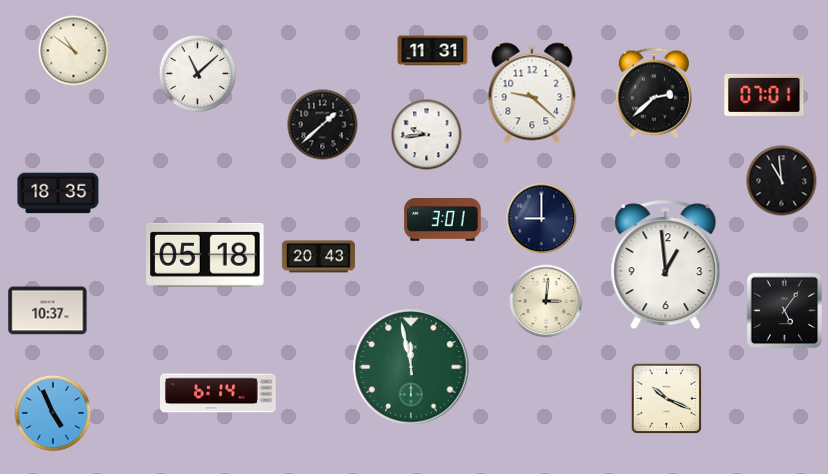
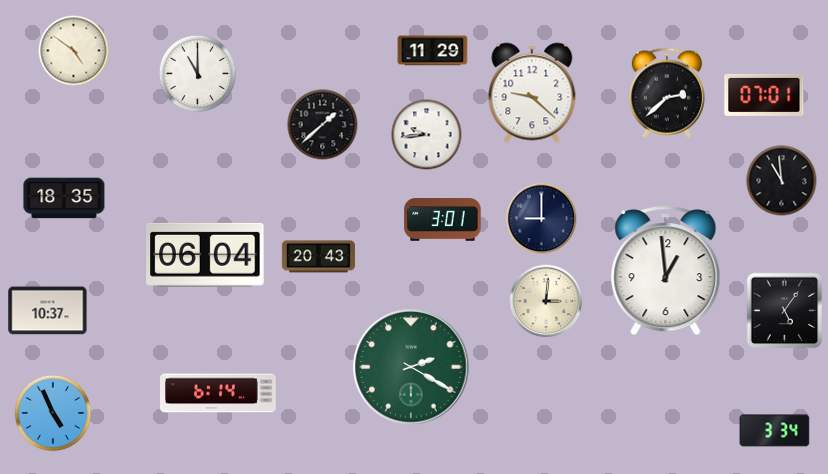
clock at (74, 51): 10:51 -> 4:51
clock at (433, 51): 11:31 -> 11:29
clock at (198, 74): 11:08 -> 11:00
clock at (654, 93) position: (654, 93) -> (667, 93)
clock at (58, 193) position: (58, 193) -> (64, 198)
clock at (205, 255): 05:18 -> 06:04
clock at (666, 265) position: (666, 265) -> (666, 271)
clock at (411, 367): 11:58 -> 2:20
clock at (667, 399): 10:19 -> none
clock at (775, 431): none -> 3:34
